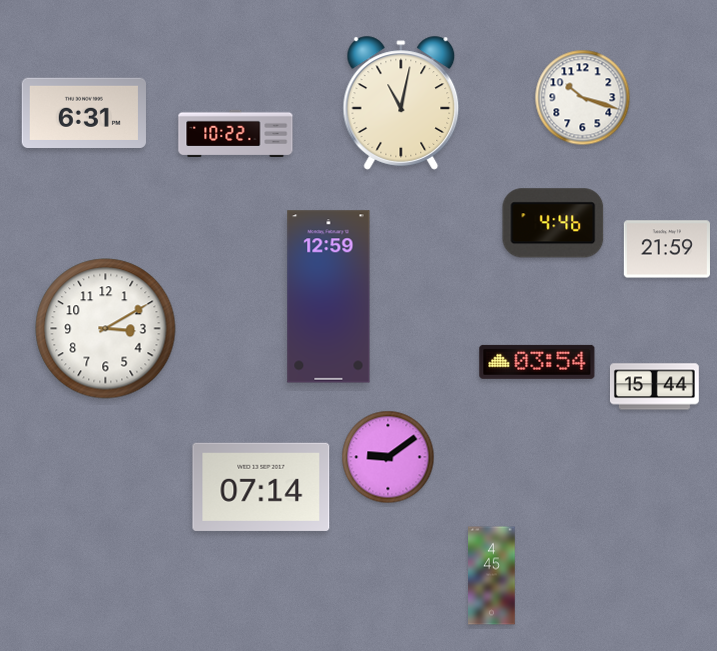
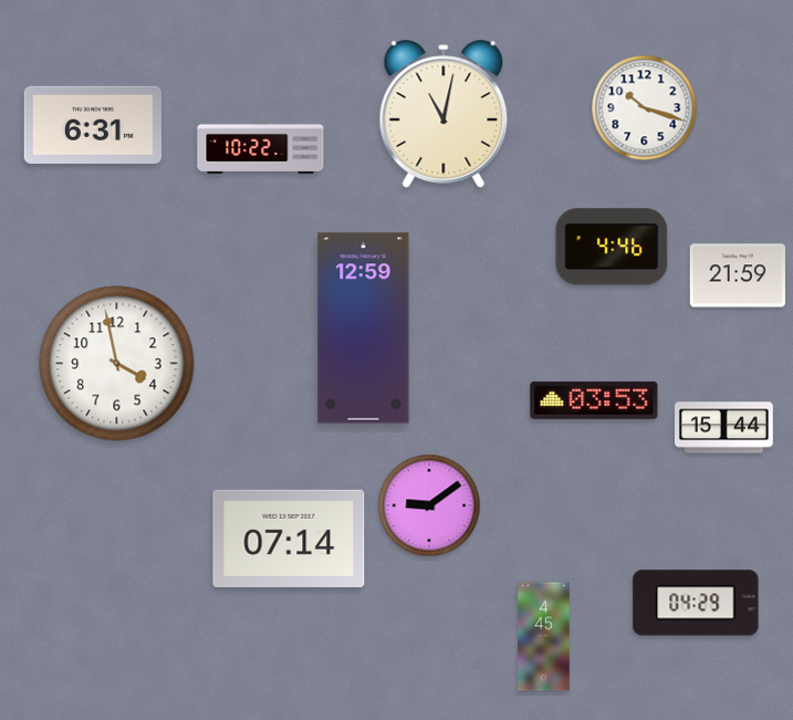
clock at (106, 329): 3:10 -> 3:58
clock at (537, 362): 03:54 -> 03:53
clock at (696, 603): none -> 04:29
